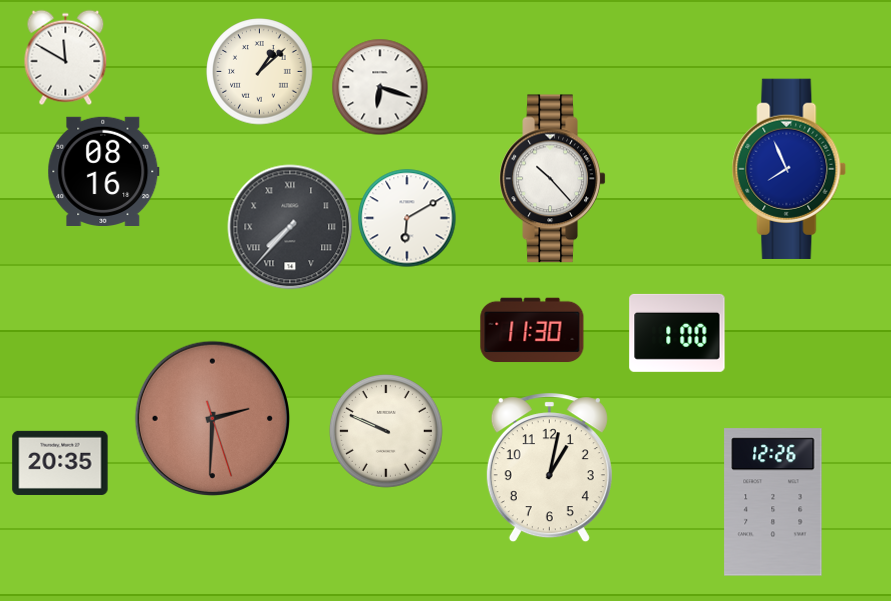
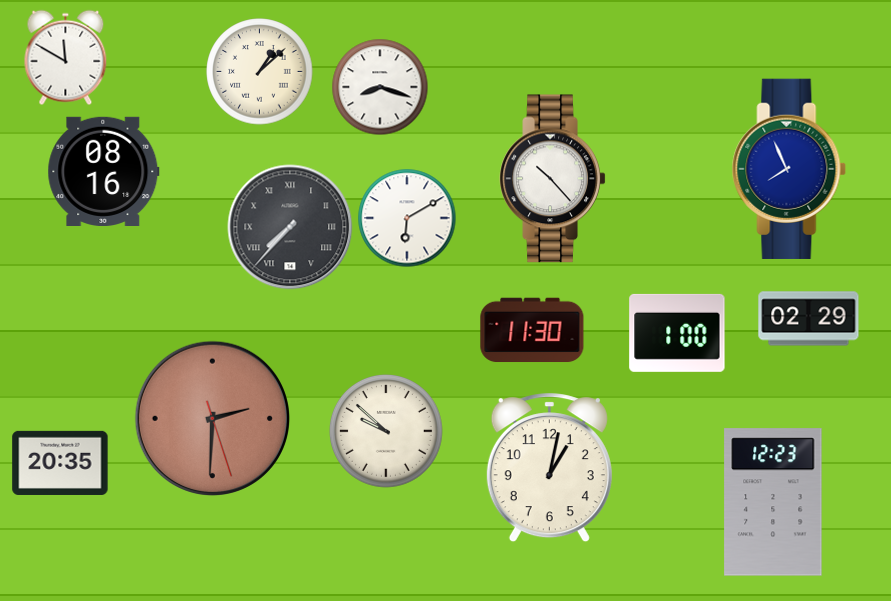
clock at (380, 87): 6:18 -> 8:18
clock at (809, 319): none -> 02:29
clock at (386, 431): 9:49 -> 9:52
clock at (773, 502): 12:26 -> 12:23
